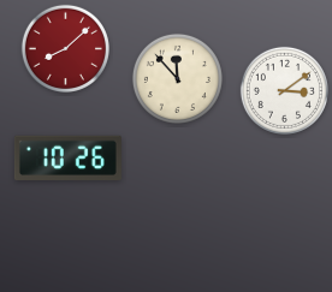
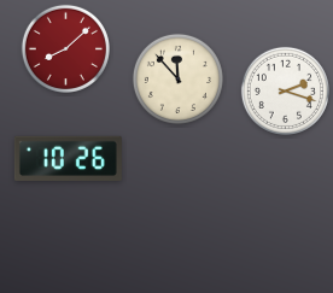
clock at (284, 90): 3:09 -> 2:18
